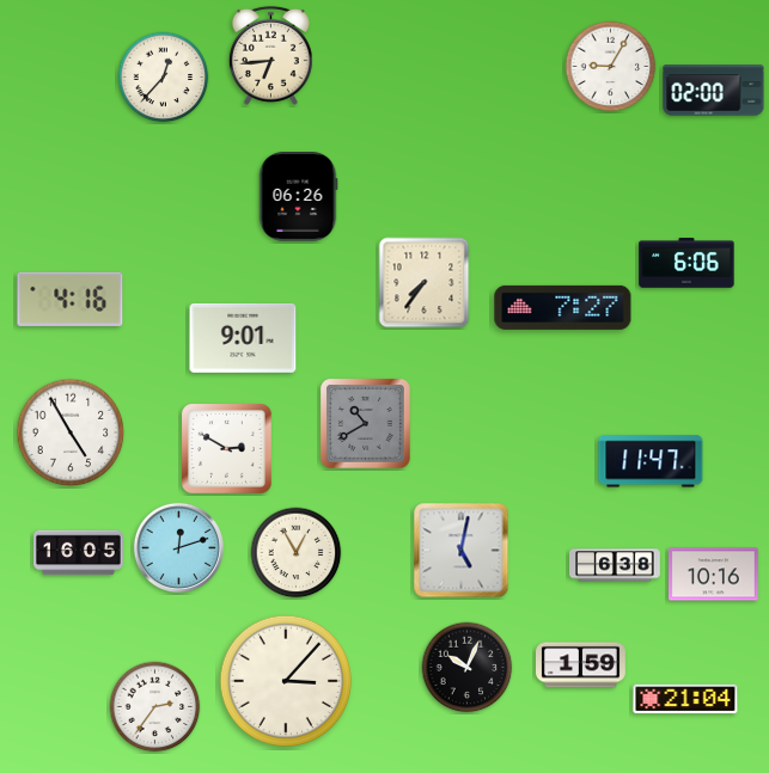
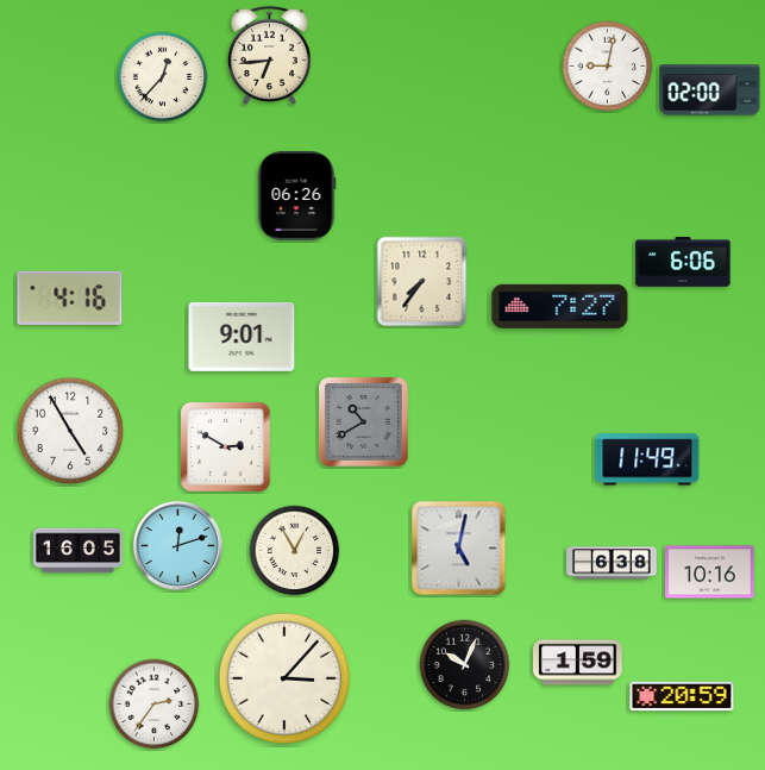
clock at (611, 67): 9:05 -> 9:02
clock at (651, 461): 11:47 -> 11:49
clock at (685, 699): 21:04 -> 20:59
